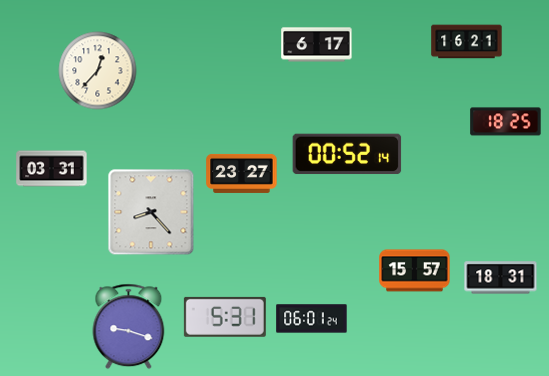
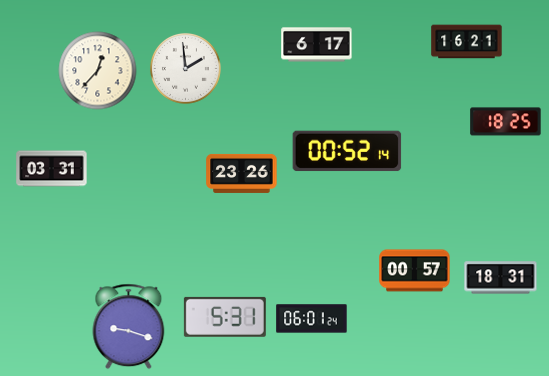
clock at (185, 68): none -> 1:59
clock at (347, 154) position: (347, 154) -> (347, 151)
clock at (242, 173): 23:27 -> 23:26
clock at (151, 212): 8:23 -> none
clock at (415, 271): 15:57 -> 00:57
